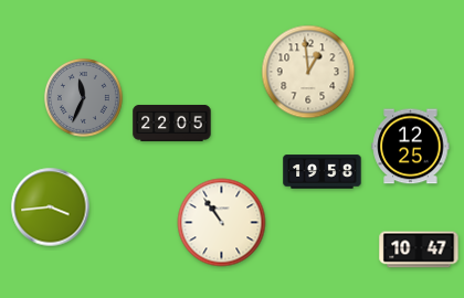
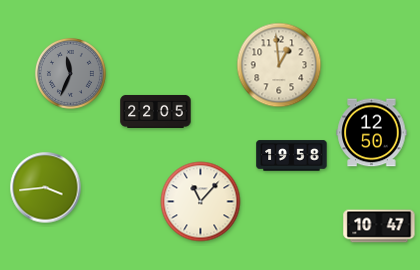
clock at (83, 97) position: (83, 97) -> (70, 73)
clock at (411, 147): 12:25 -> 12:50
clock at (222, 223): 10:54 -> 11:07
